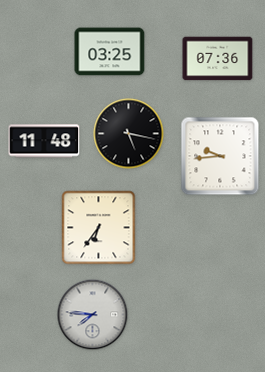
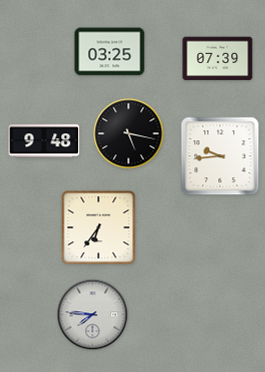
clock at (218, 59): 07:36 -> 07:39
clock at (44, 141): 11:48 -> 9:48
